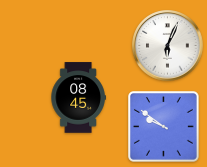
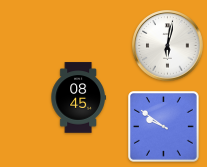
clock at (168, 46): 6:04 -> 6:02
